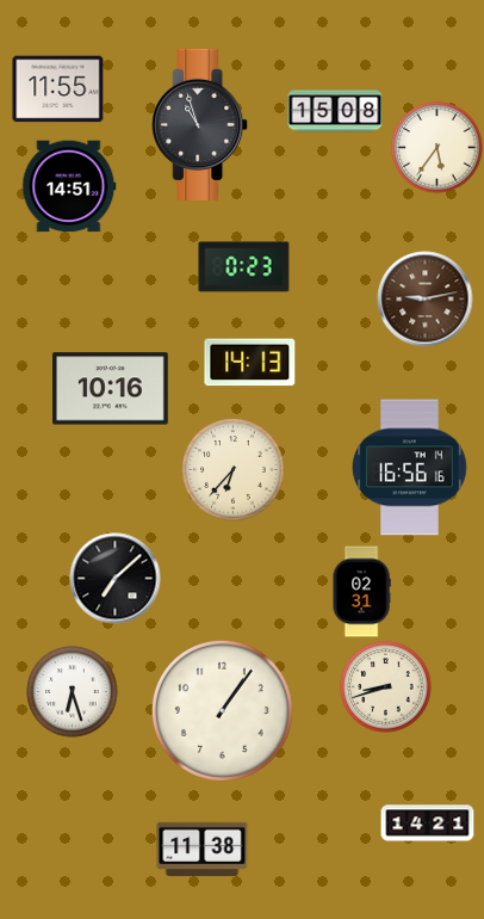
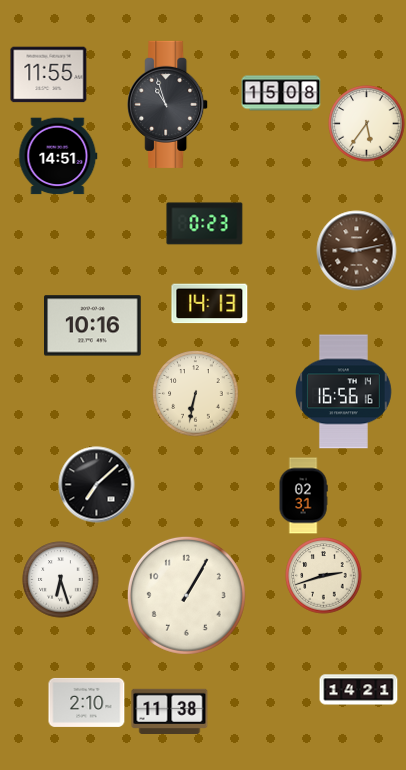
clock at (234, 470): 6:37 -> 6:32
clock at (386, 687): 8:42 -> 2:42
clock at (222, 710): 1:06 -> 1:05
clock at (87, 702): none -> 2:10
